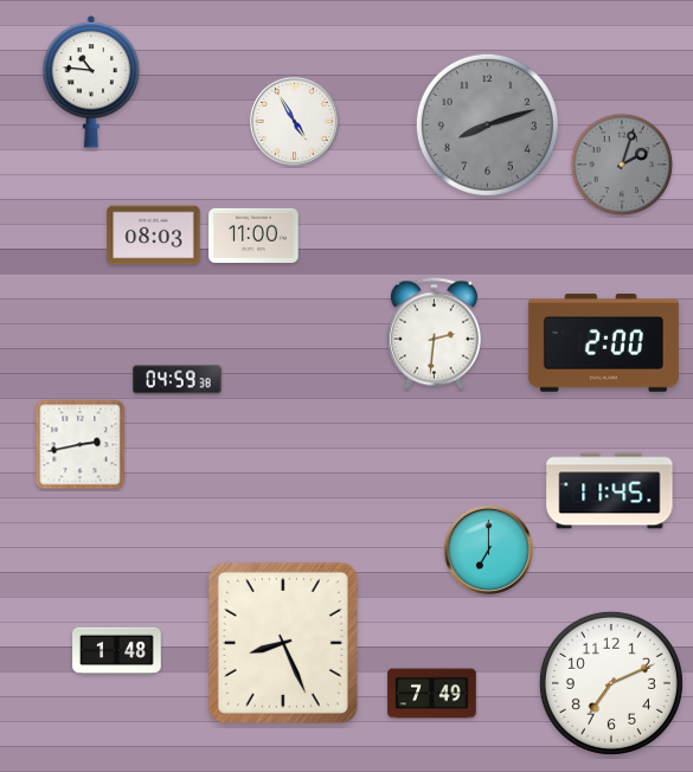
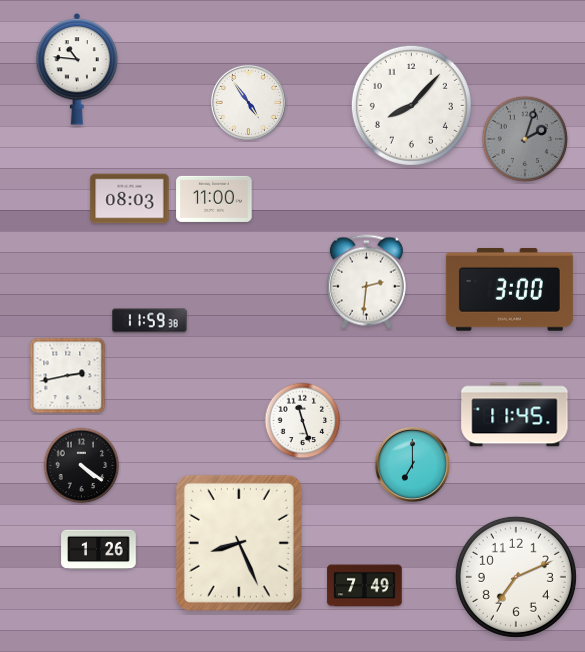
clock at (294, 121): 4:55 -> 4:54
clock at (487, 124): 8:12 -> 8:07
clock at (487, 124) dial: grey -> white
clock at (603, 343): 2:00 -> 3:00
clock at (178, 380): 04:59 -> 11:59
clock at (303, 421): none -> 11:27
clock at (82, 466): none -> 4:21
clock at (117, 651): 1:48 -> 1:26
